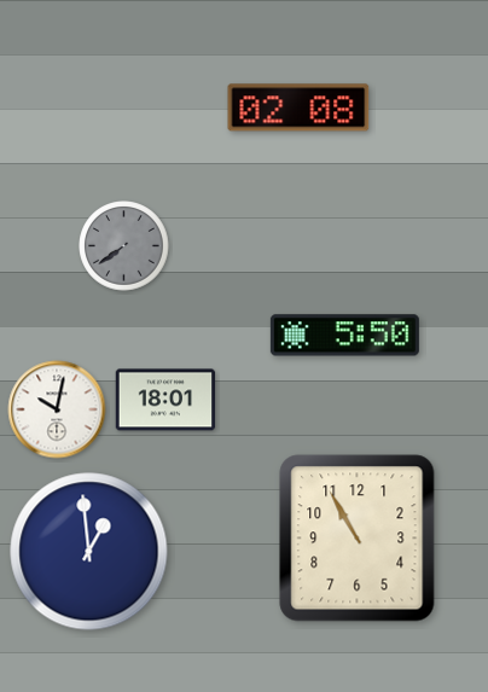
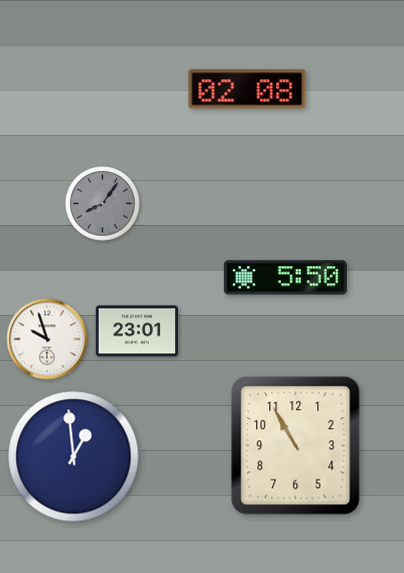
clock at (124, 246): 7:39 -> 8:06
clock at (165, 400): 18:01 -> 23:01
clock at (57, 409): 10:02 -> 9:57
